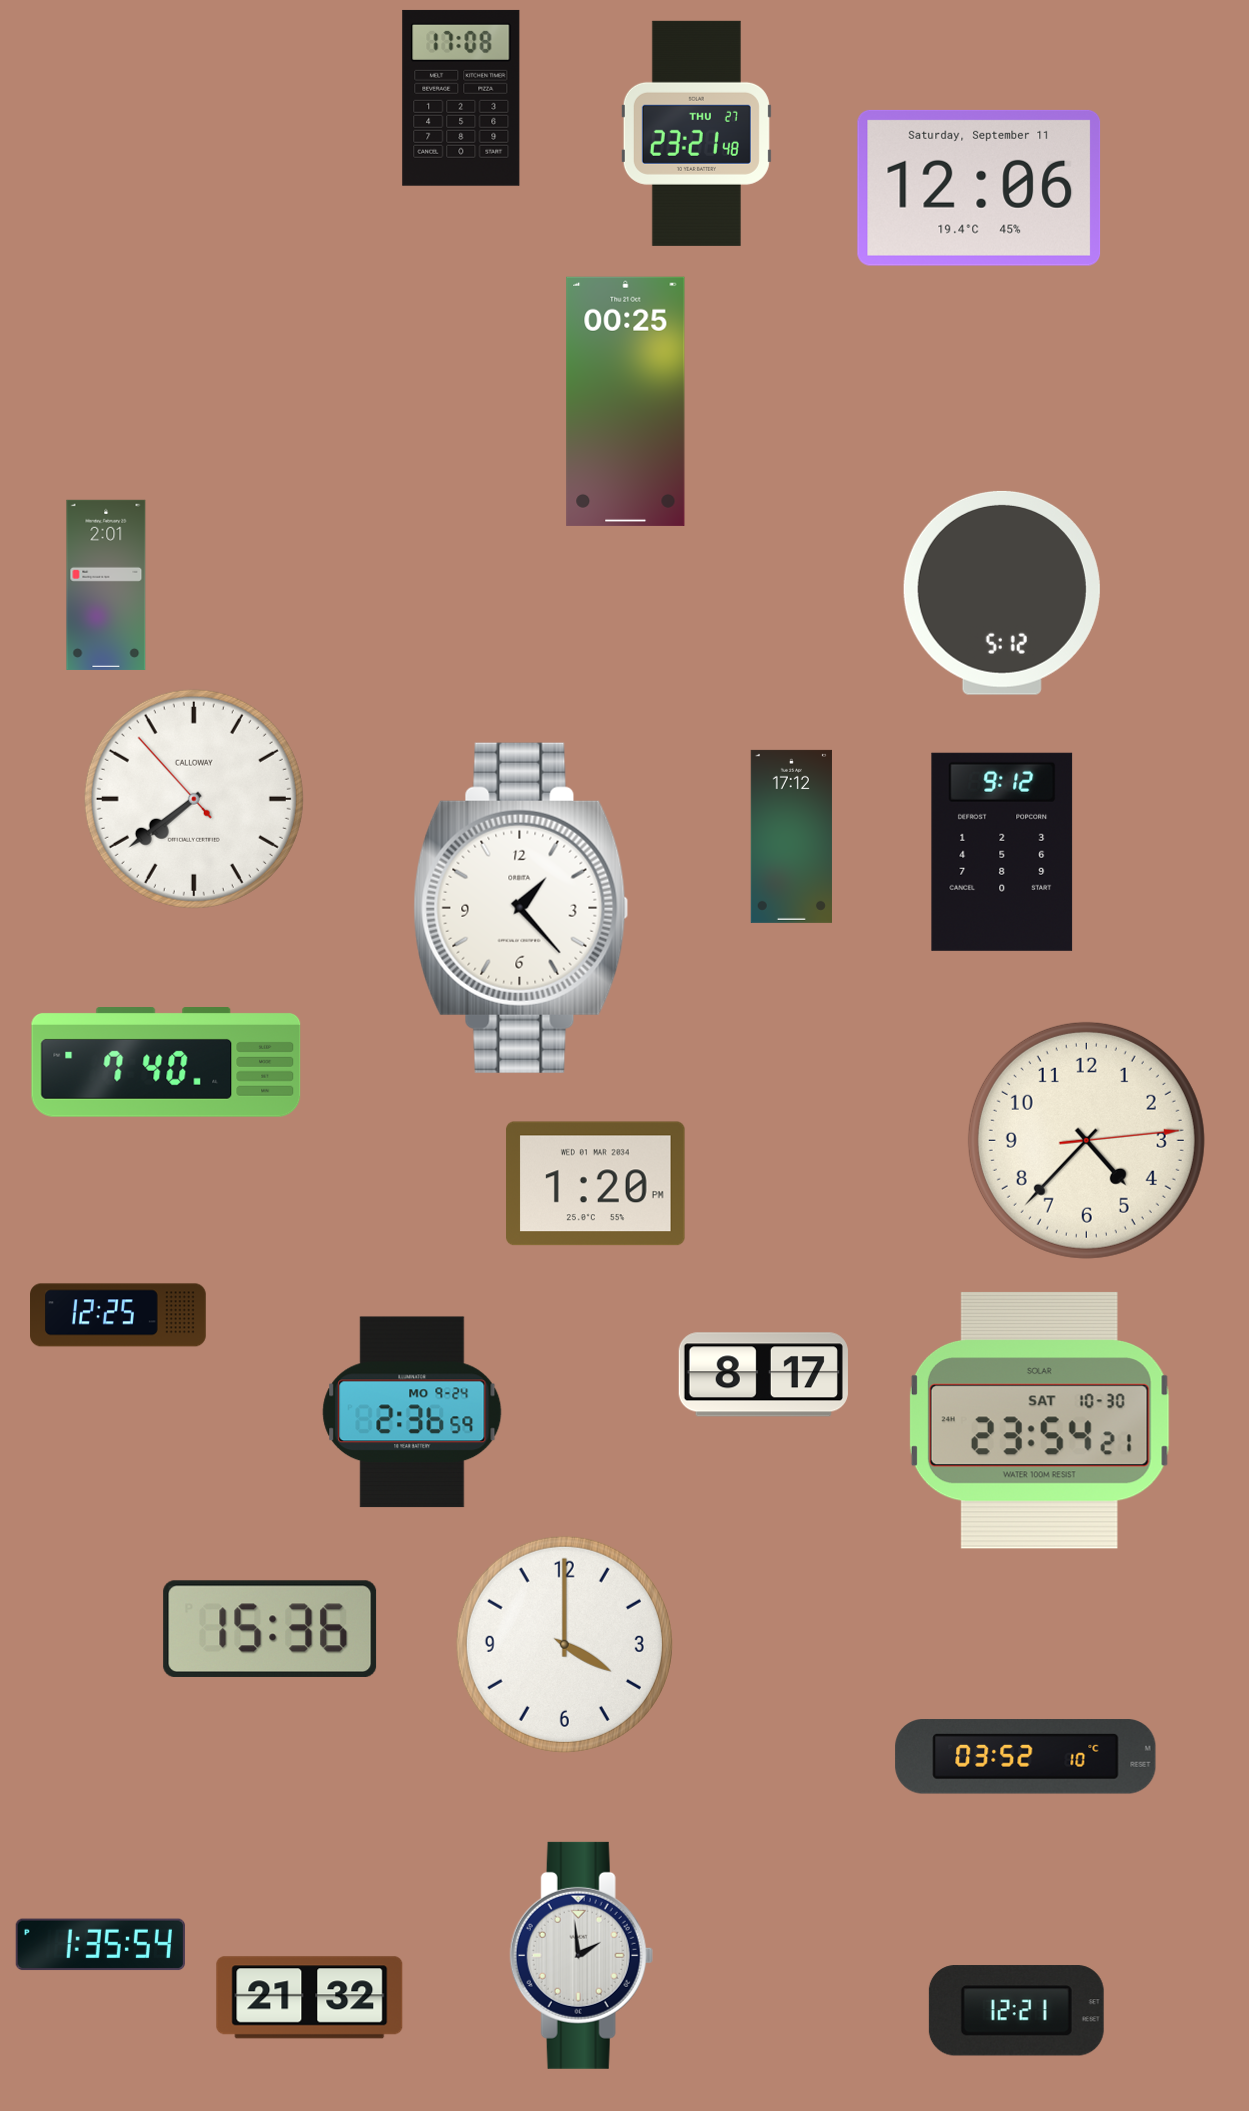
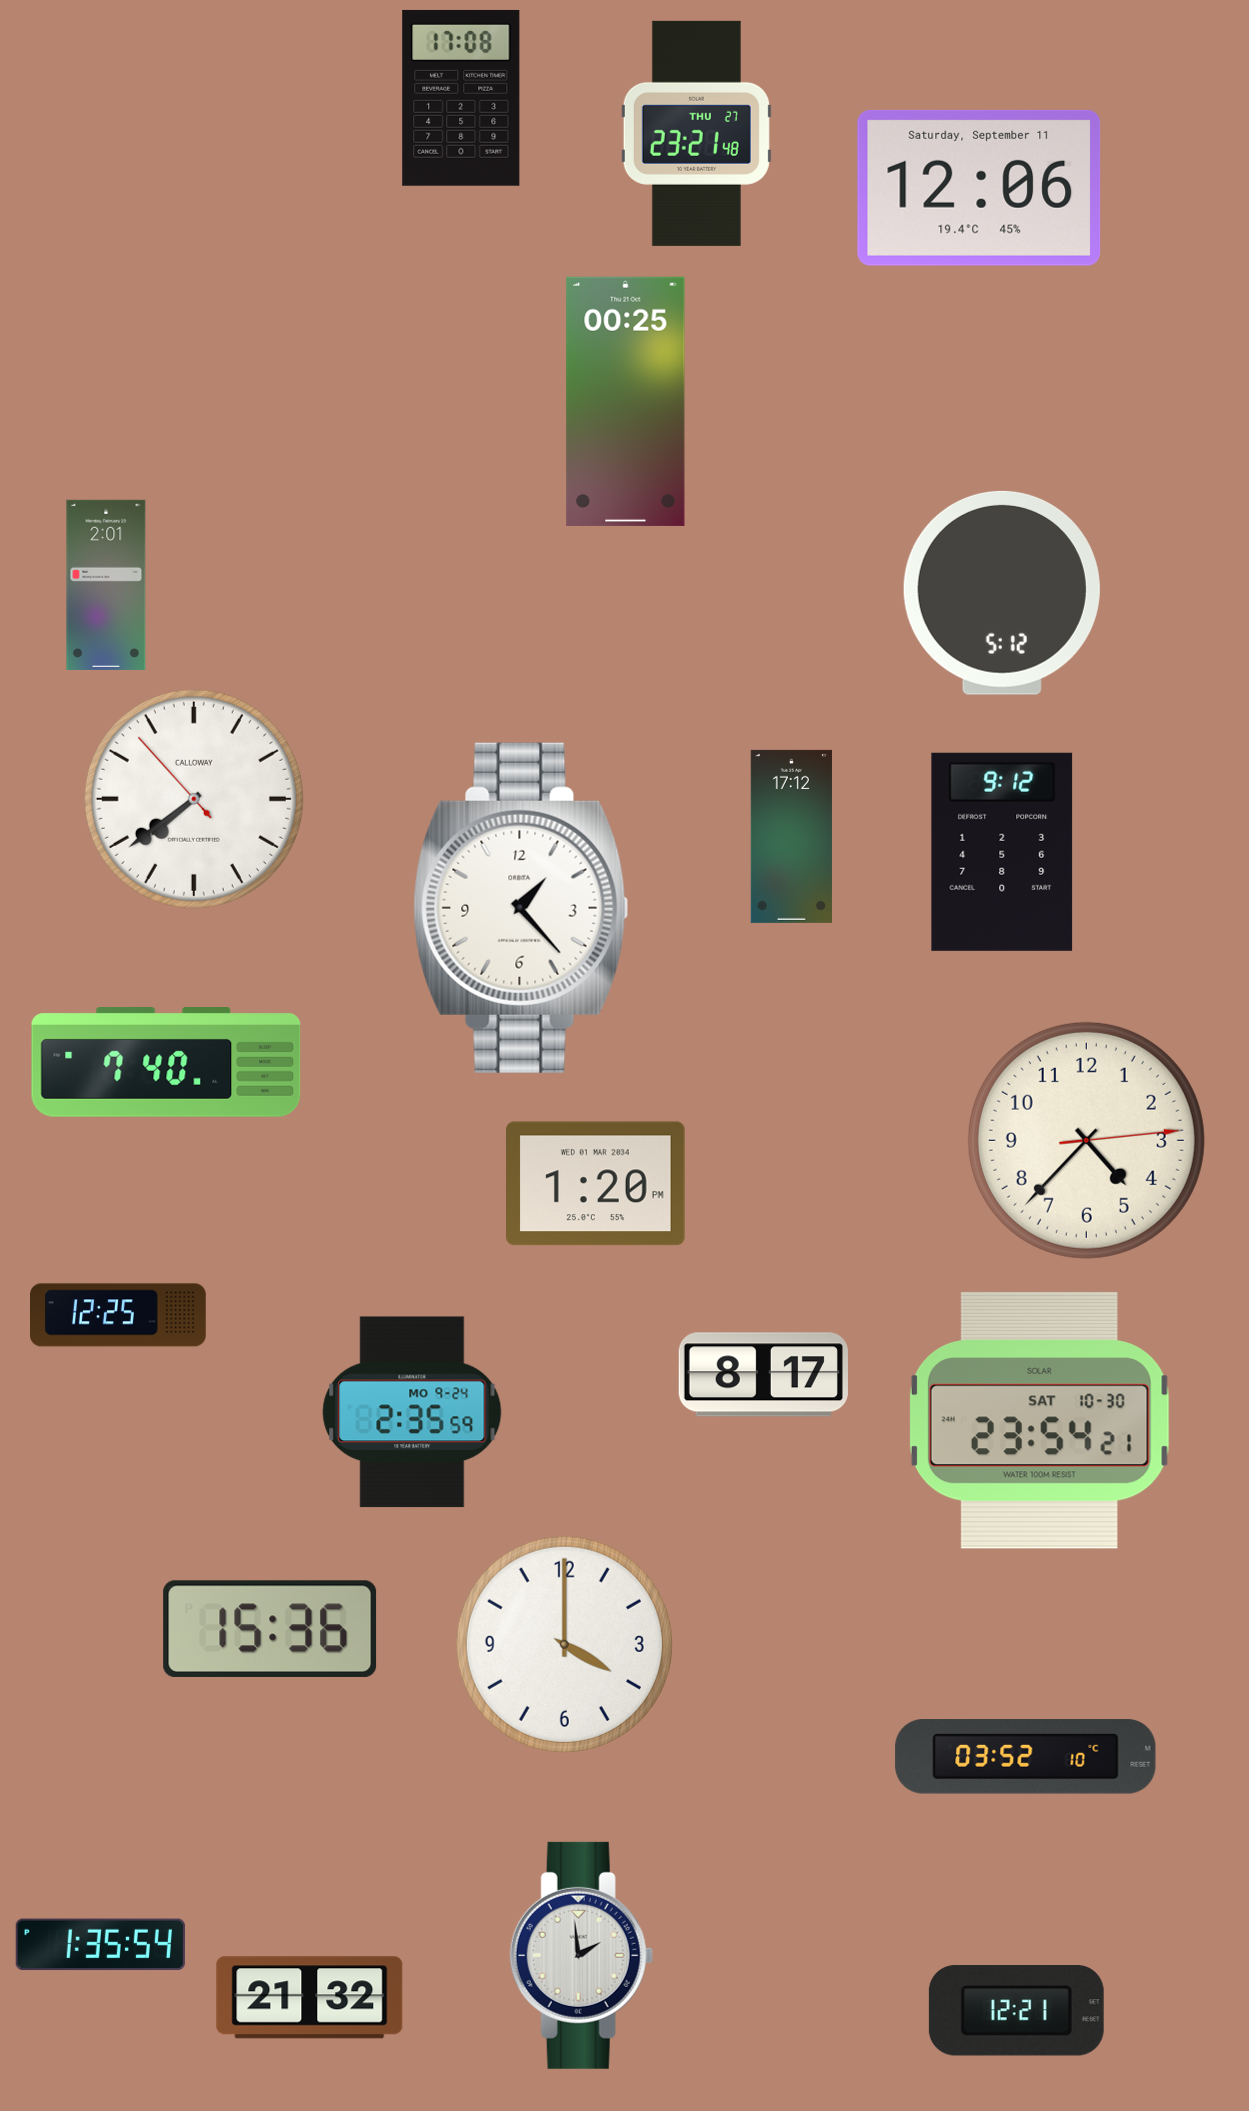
clock at (412, 1412): 2:36 -> 2:35
